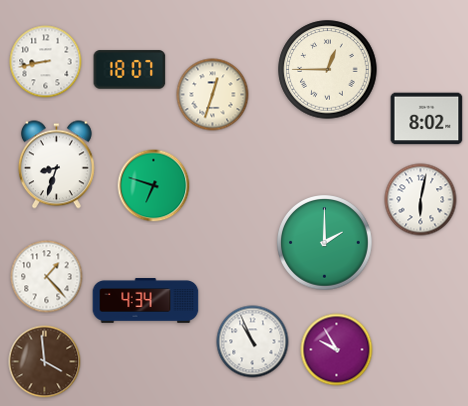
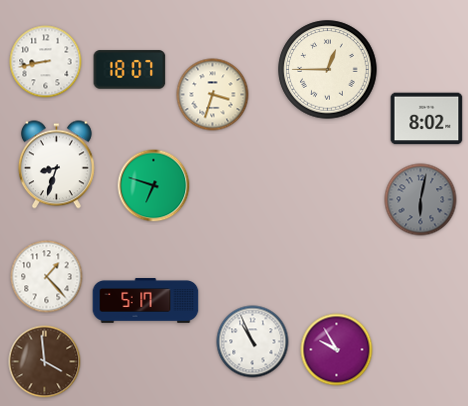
clock at (213, 95): 12:33 -> 3:33
clock at (421, 200) dial: white -> grey
clock at (325, 243): 2:00 -> none
clock at (146, 301): 4:34 -> 5:17
